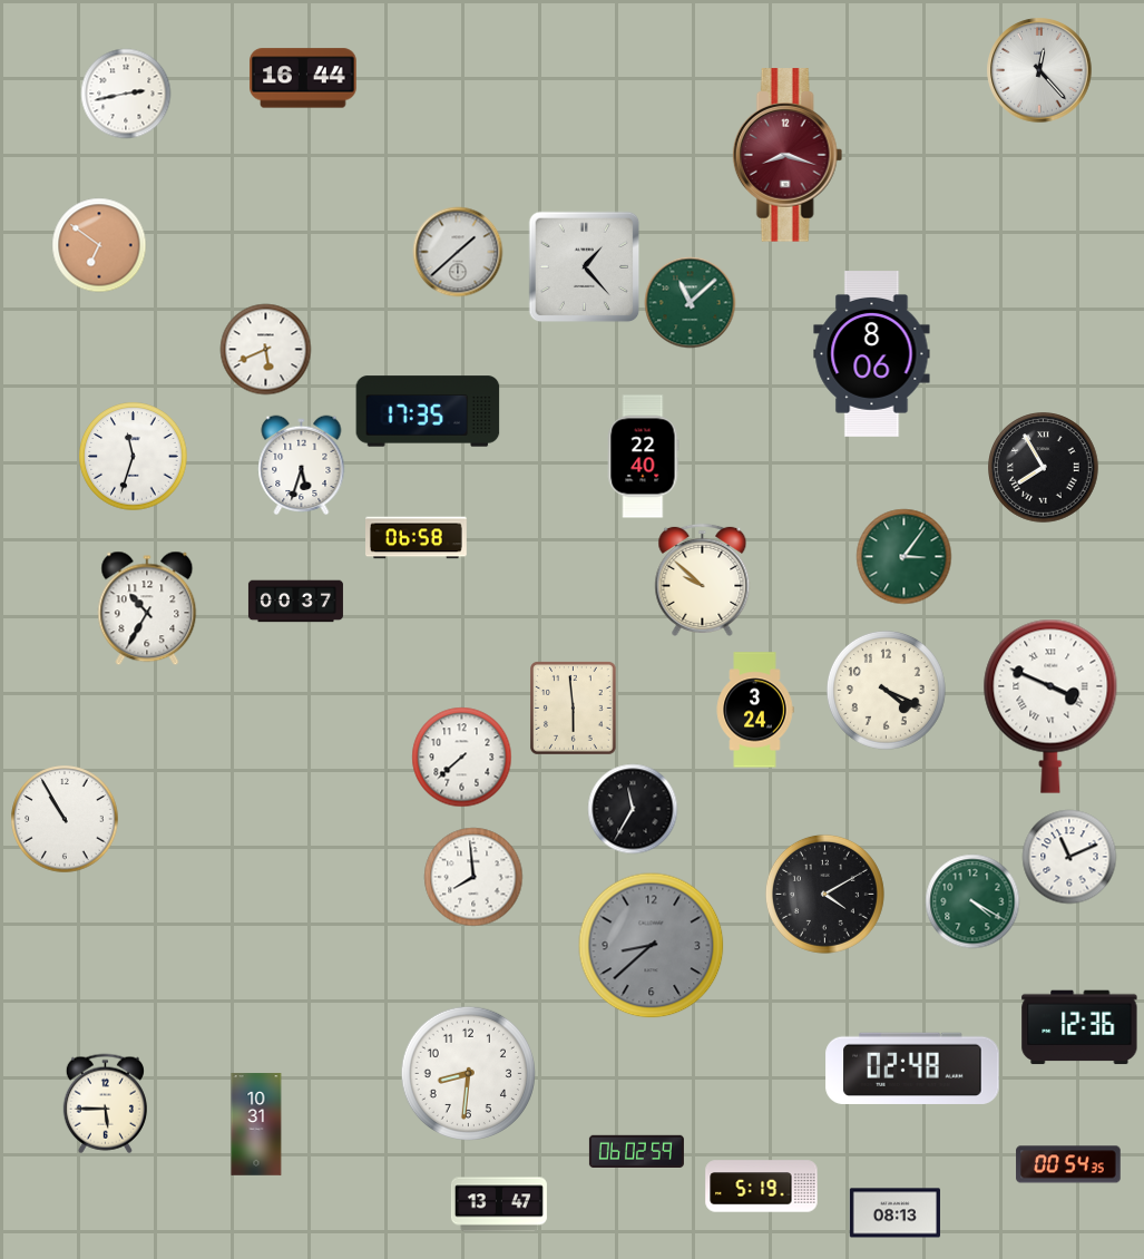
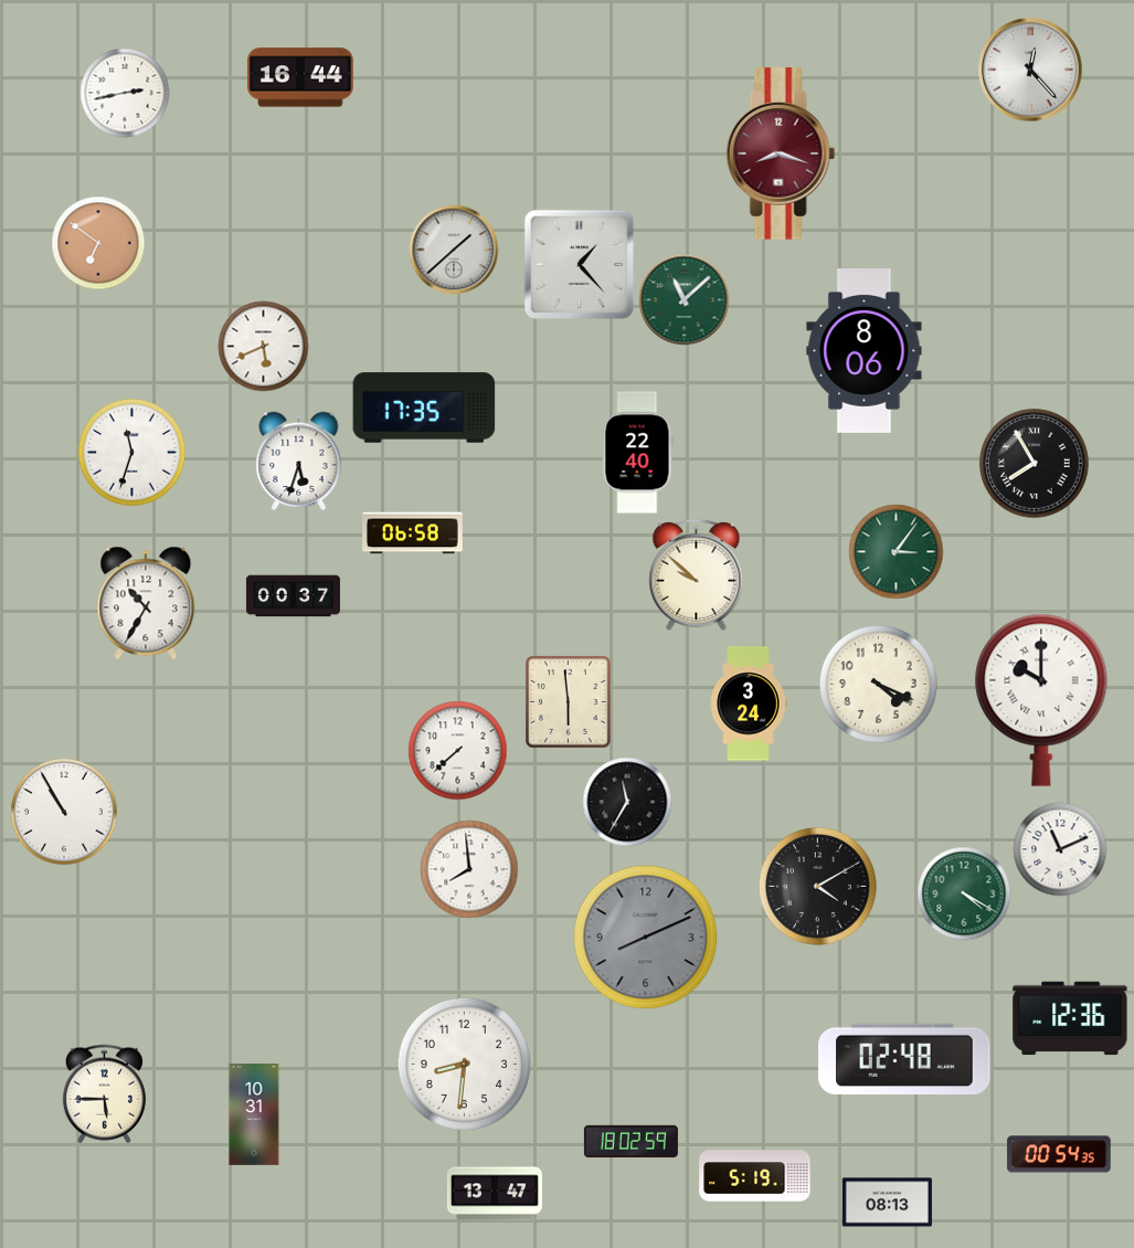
clock at (1050, 706): 3:49 -> 10:00
clock at (652, 946): 8:38 -> 8:11
clock at (636, 1151): 06:02 -> 18:02
